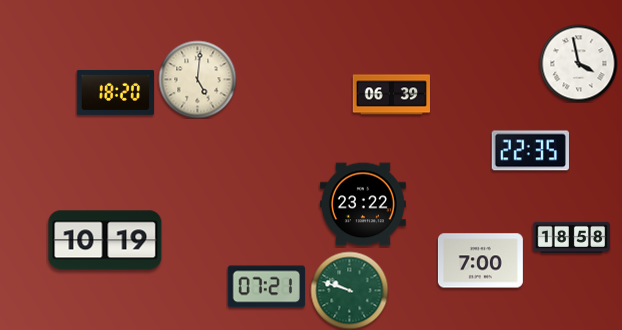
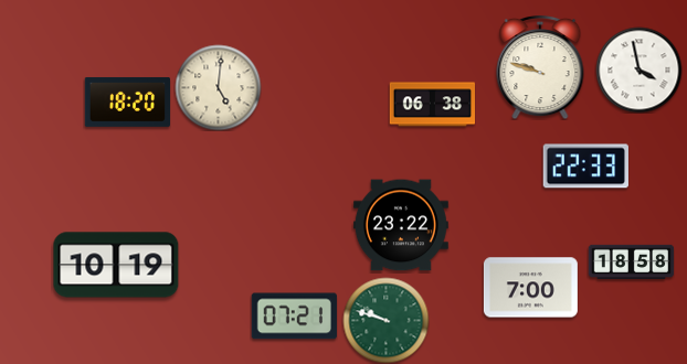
clock at (540, 67): none -> 9:48
clock at (391, 95): 06:39 -> 06:38
clock at (530, 151): 22:35 -> 22:33
